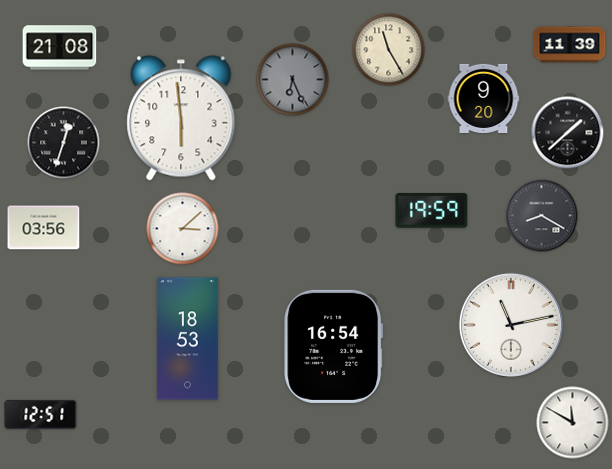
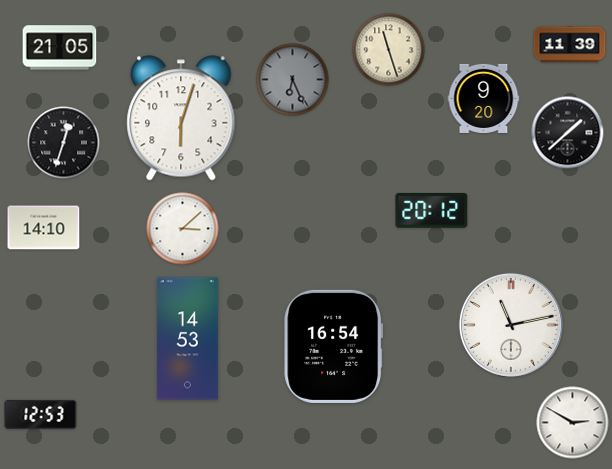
clock at (60, 48): 21:08 -> 21:05
clock at (389, 50): 11:25 -> 11:27
clock at (181, 118): 5:59 -> 6:03
clock at (432, 211): 19:59 -> 20:12
clock at (542, 216): 8:20 -> none
clock at (44, 228): 03:56 -> 14:10
clock at (188, 339): 18:53 -> 14:53
clock at (41, 414): 12:51 -> 12:53
clock at (573, 423): 11:50 -> 2:50
